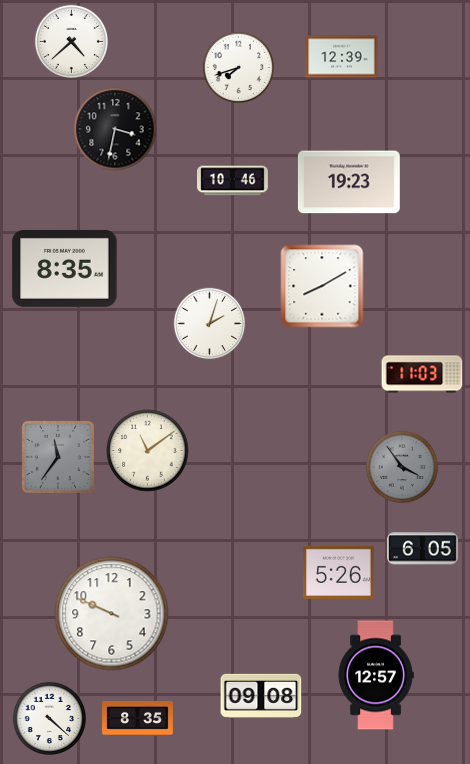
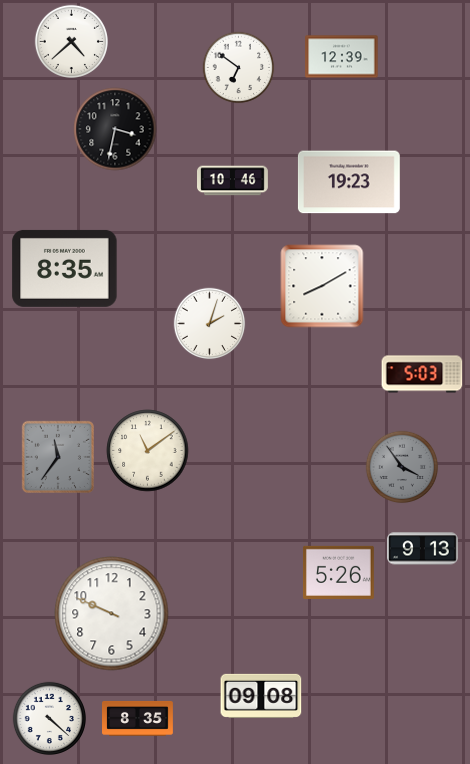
clock at (239, 68): 7:42 -> 6:51
clock at (422, 374): 11:03 -> 5:03
clock at (423, 549): 6:05 -> 9:13
clock at (376, 675): 12:57 -> none
